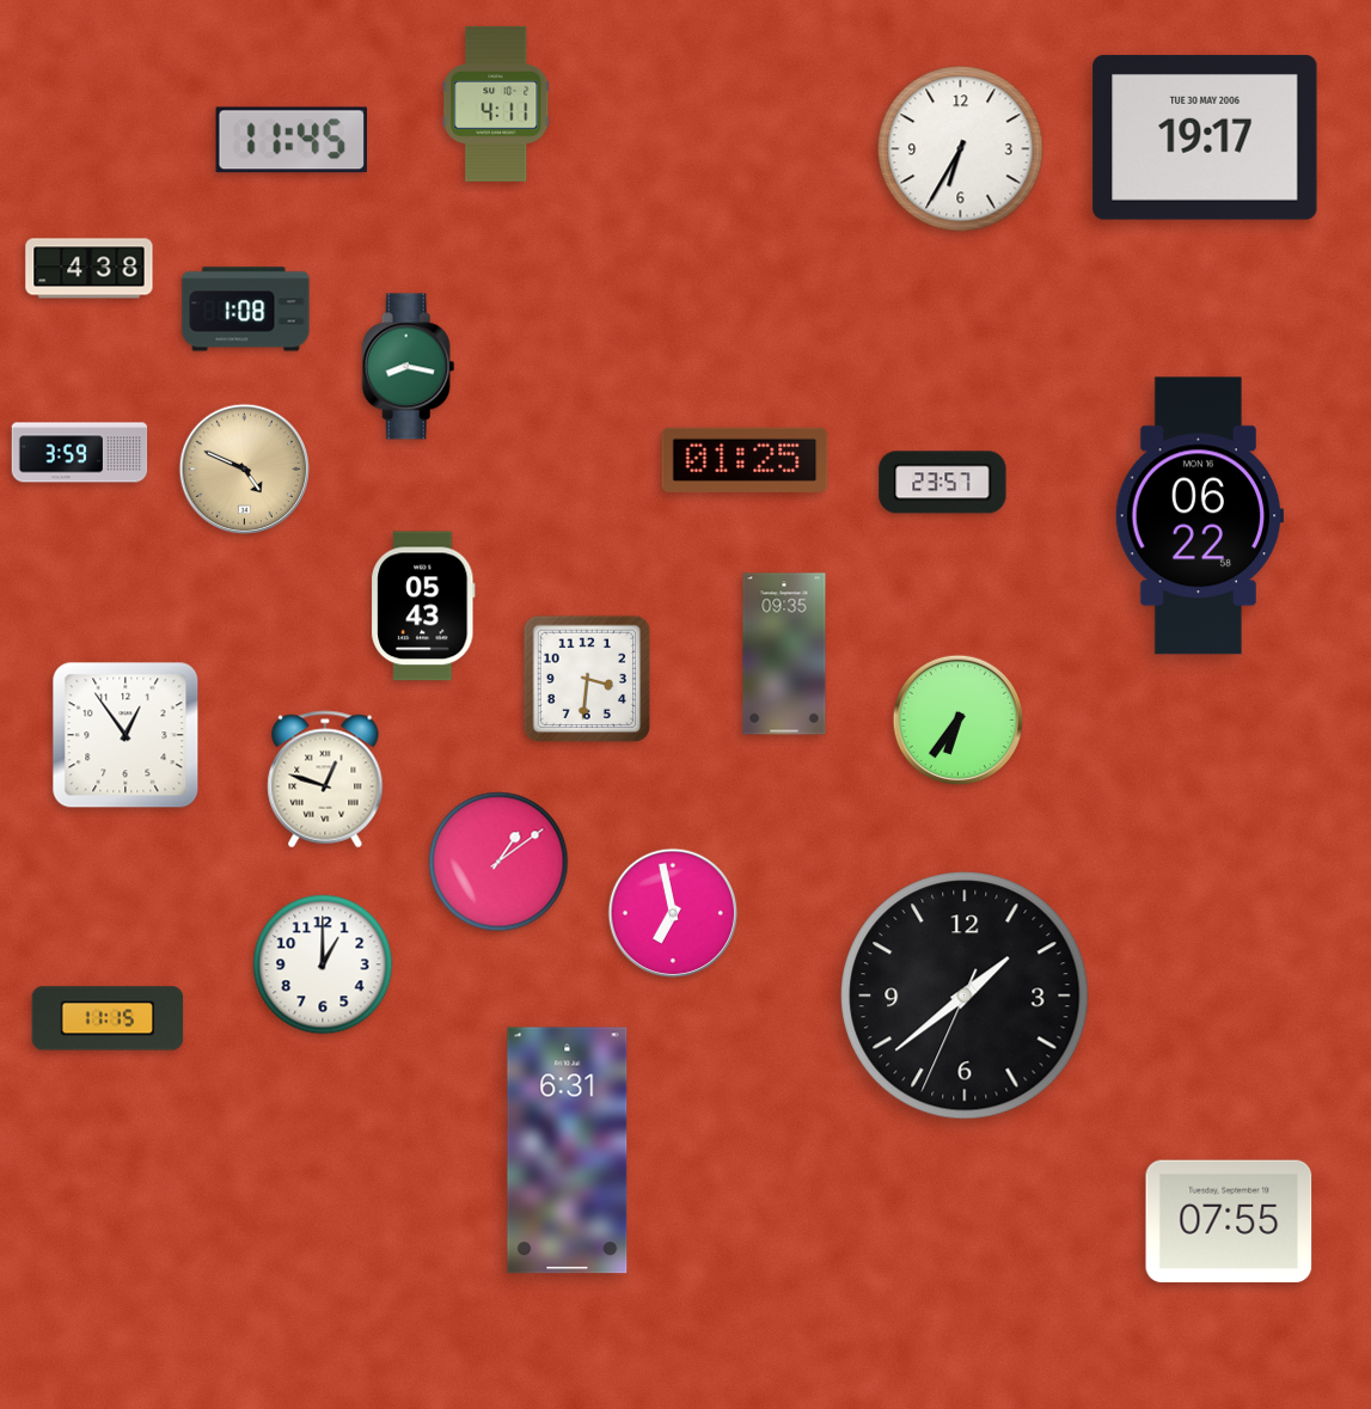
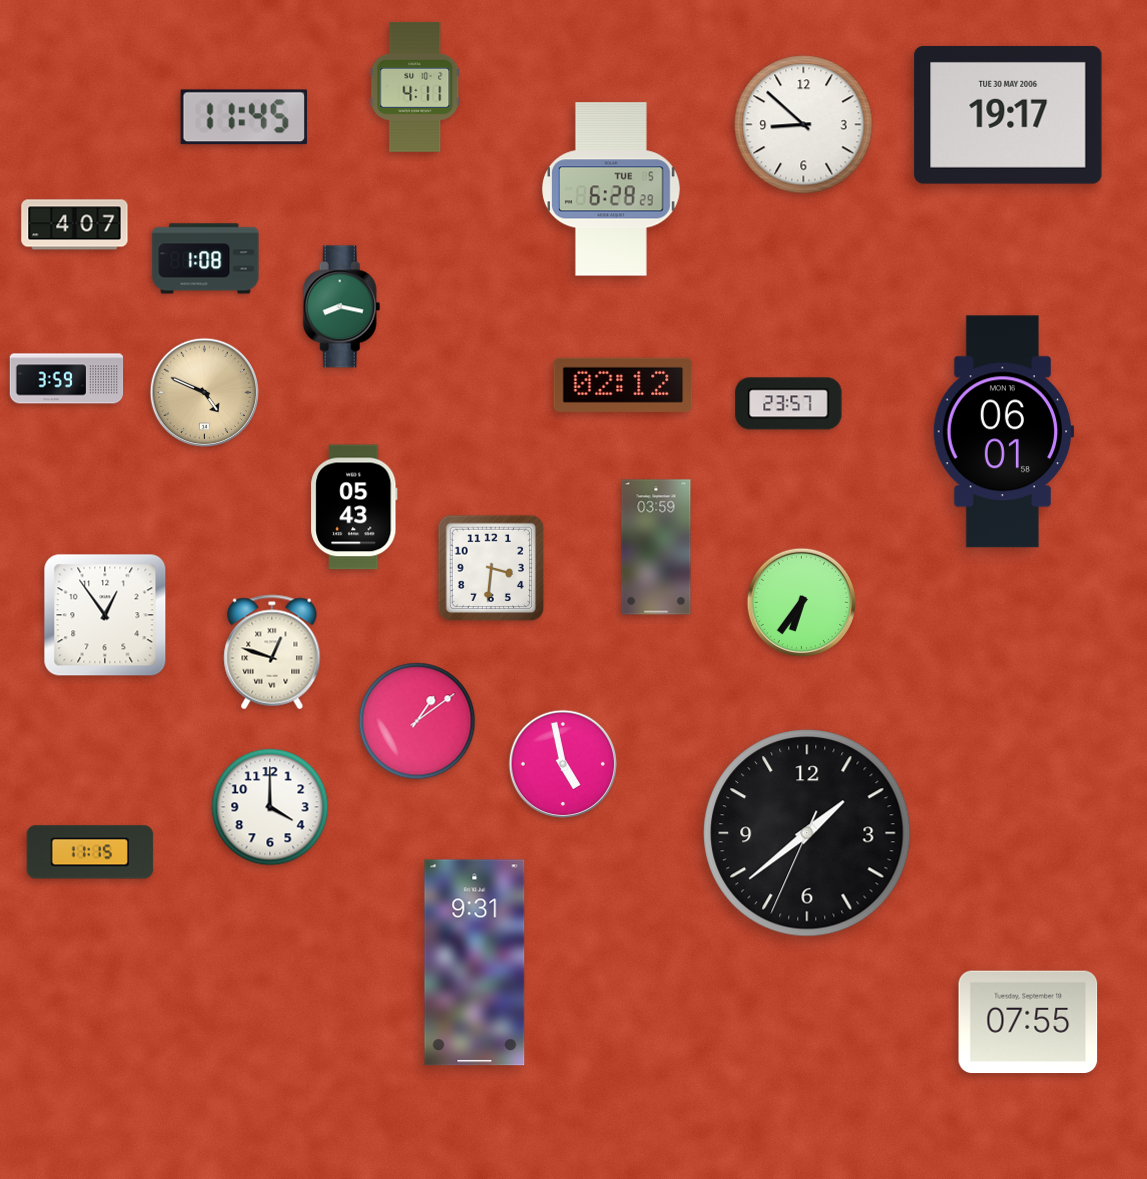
clock at (961, 149): 6:35 -> 8:52
clock at (612, 189): none -> 6:28
clock at (90, 269): 4:38 -> 4:07
clock at (745, 460): 01:25 -> 02:12
clock at (1199, 516): 06:22 -> 06:01
clock at (784, 654): 09:35 -> 03:59
clock at (673, 913): 6:58 -> 4:58
clock at (323, 964): 1:00 -> 4:00
clock at (568, 1151): 6:31 -> 9:31
